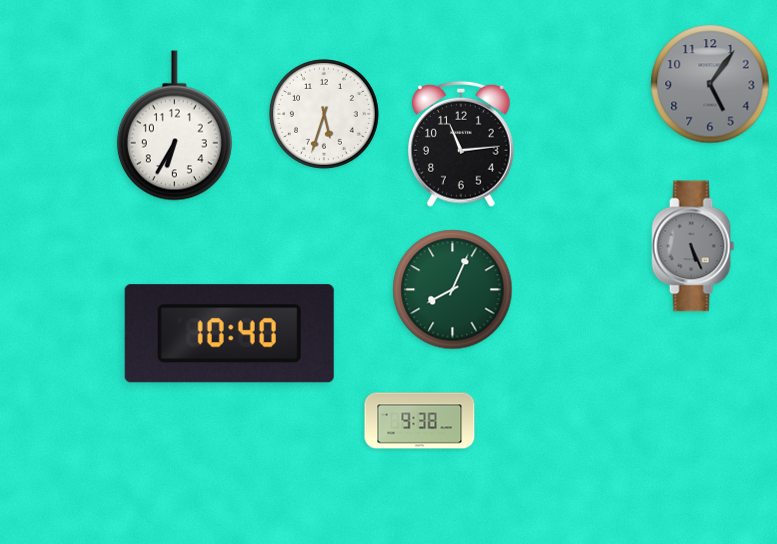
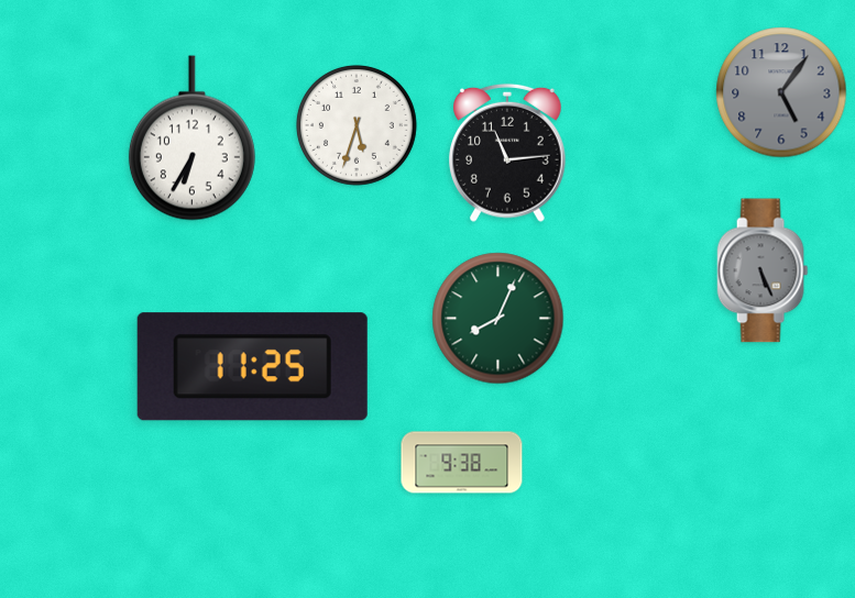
clock at (462, 144) position: (462, 144) -> (508, 153)
clock at (229, 334): 10:40 -> 11:25
